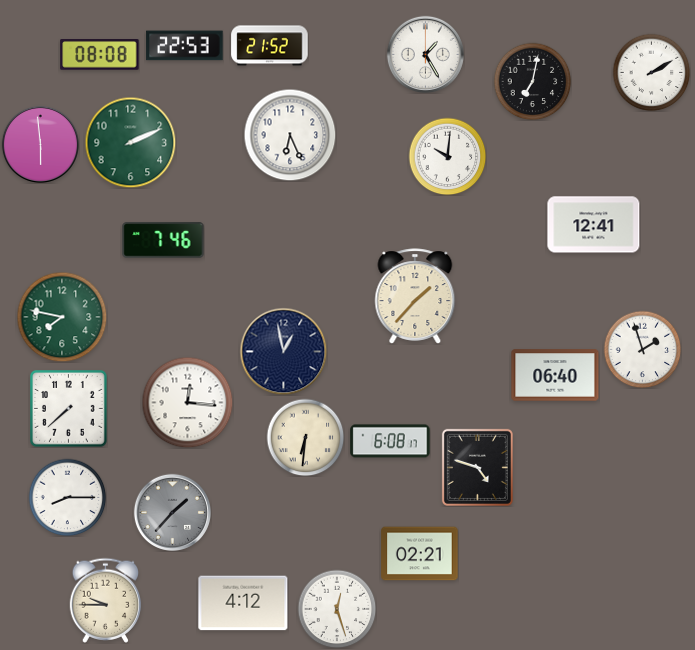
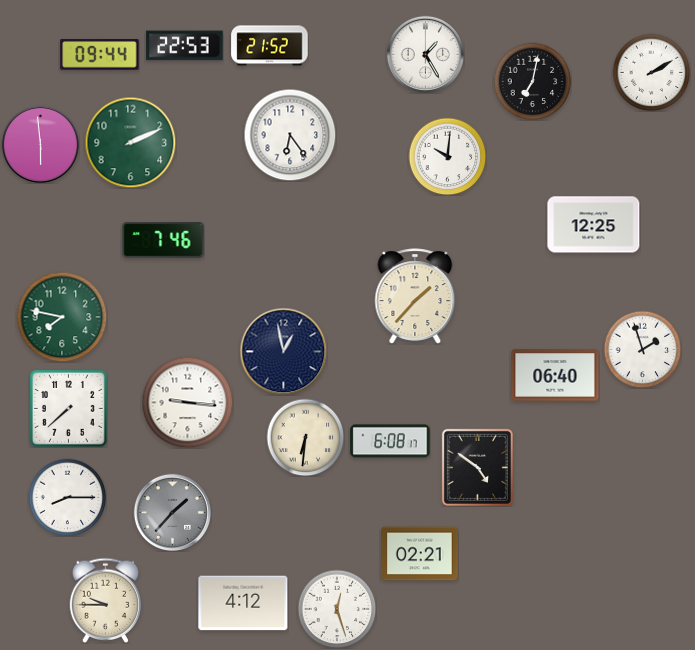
clock at (100, 55): 08:08 -> 09:44
clock at (290, 135): 6:26 -> 6:24
clock at (594, 225): 12:41 -> 12:25
clock at (187, 402): 12:16 -> 9:16
clock at (477, 467): 4:48 -> 4:51
